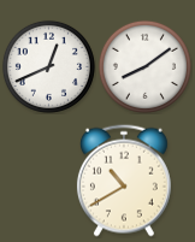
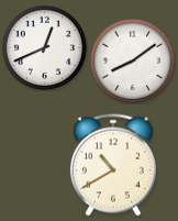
clock at (48, 66) position: (48, 66) -> (44, 47)
